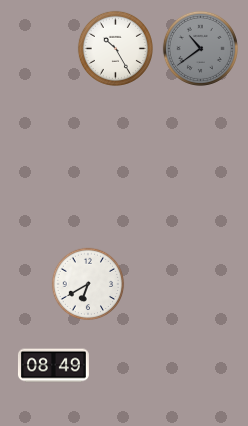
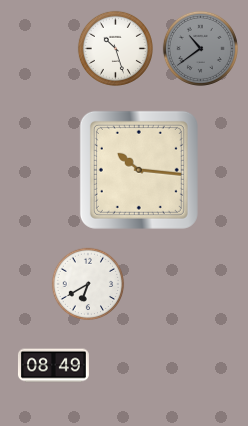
clock at (115, 48): 10:25 -> 10:27
clock at (139, 170): none -> 10:16
